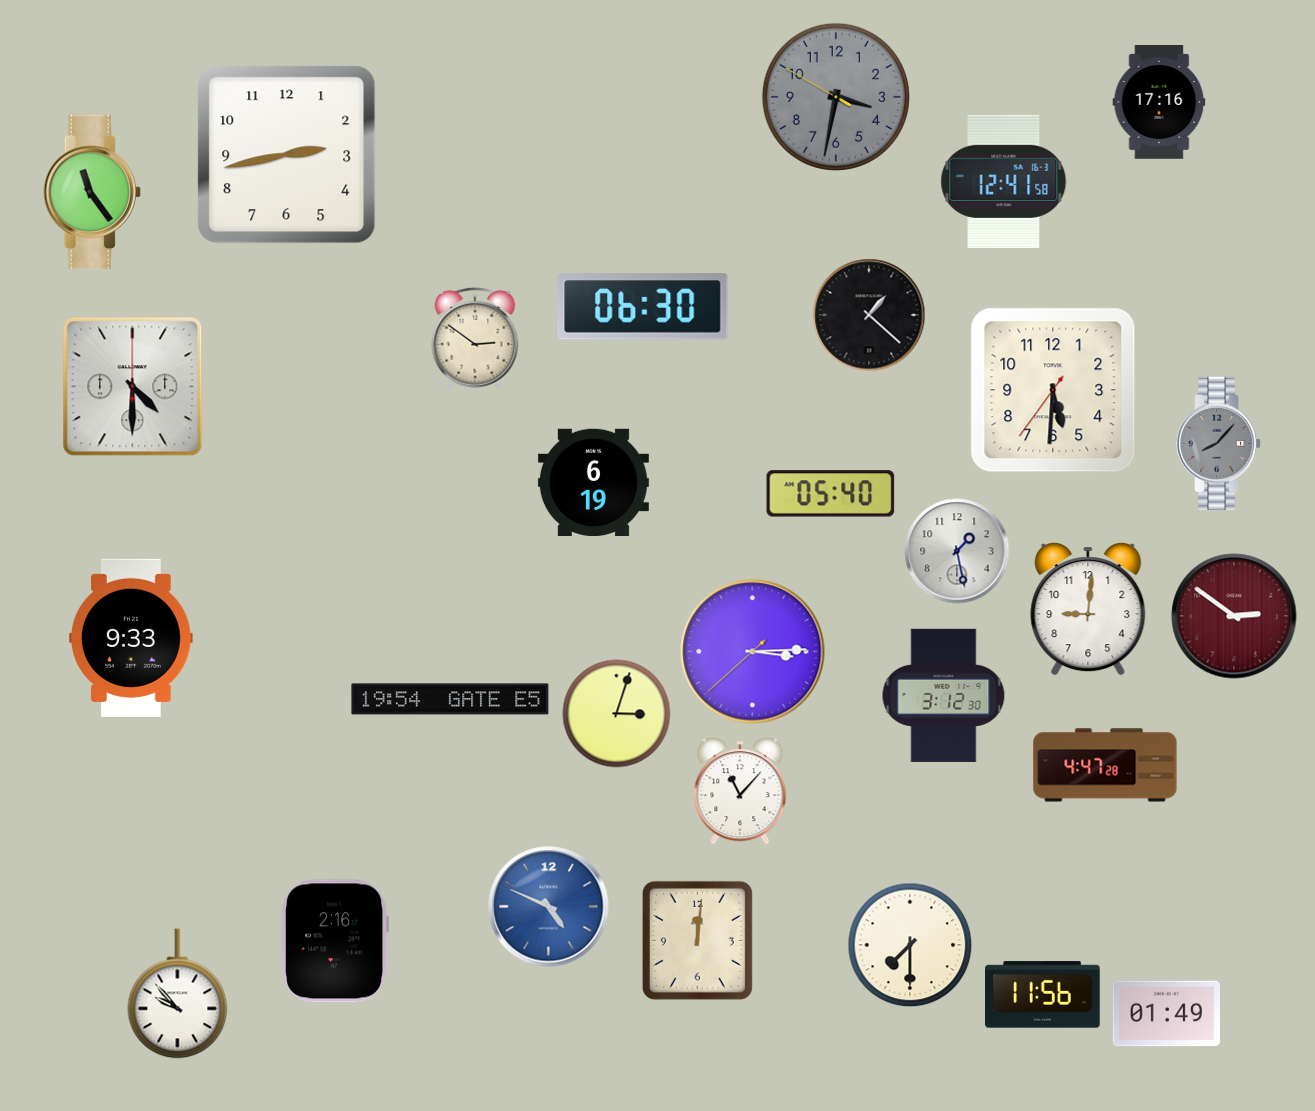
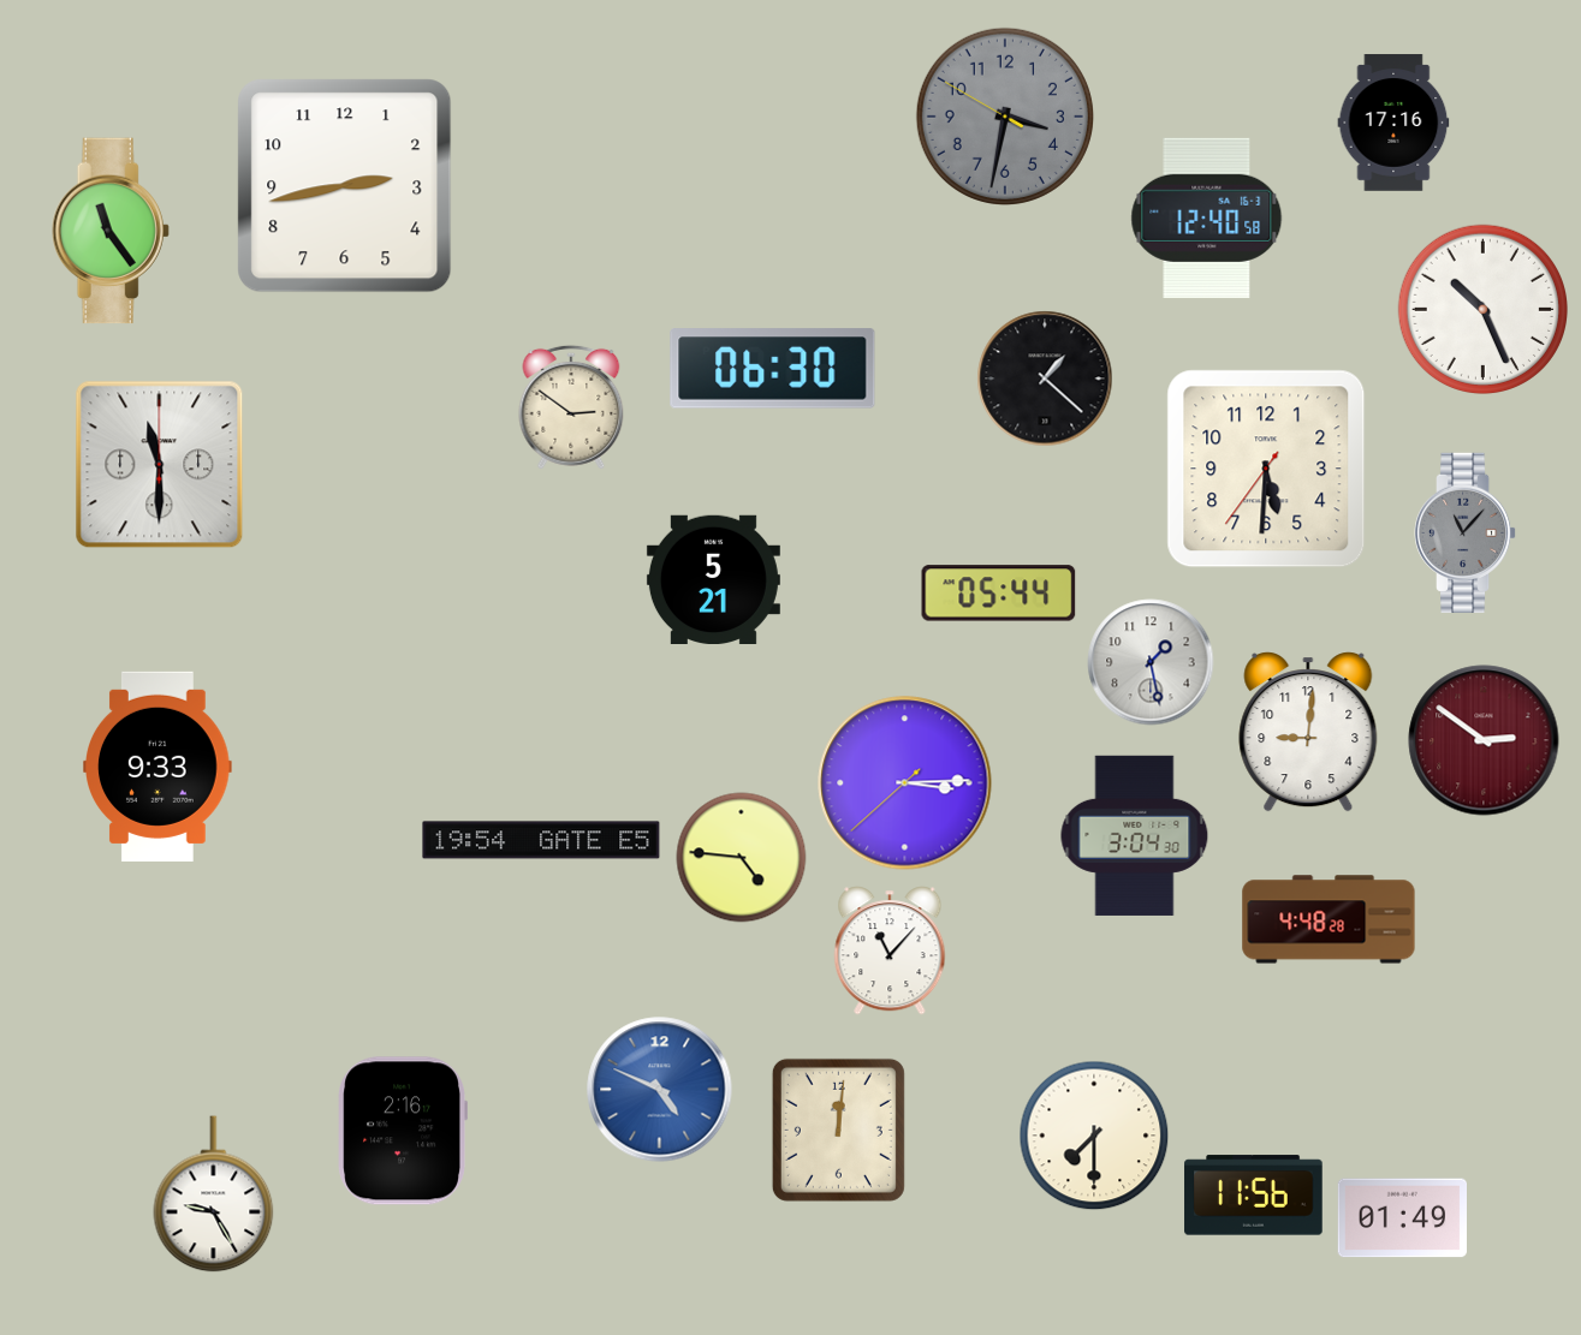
clock at (1004, 181): 12:41 -> 12:40
clock at (1482, 309): none -> 10:26
clock at (133, 387): 4:30 -> 11:30
clock at (1220, 443): 8:07 -> 11:07
clock at (593, 483): 6:19 -> 5:21
clock at (831, 494): 05:40 -> 05:44
clock at (944, 695): 3:12 -> 3:04
clock at (617, 714): 3:03 -> 4:46
clock at (1105, 765): 4:47 -> 4:48
clock at (178, 994): 9:53 -> 9:25
